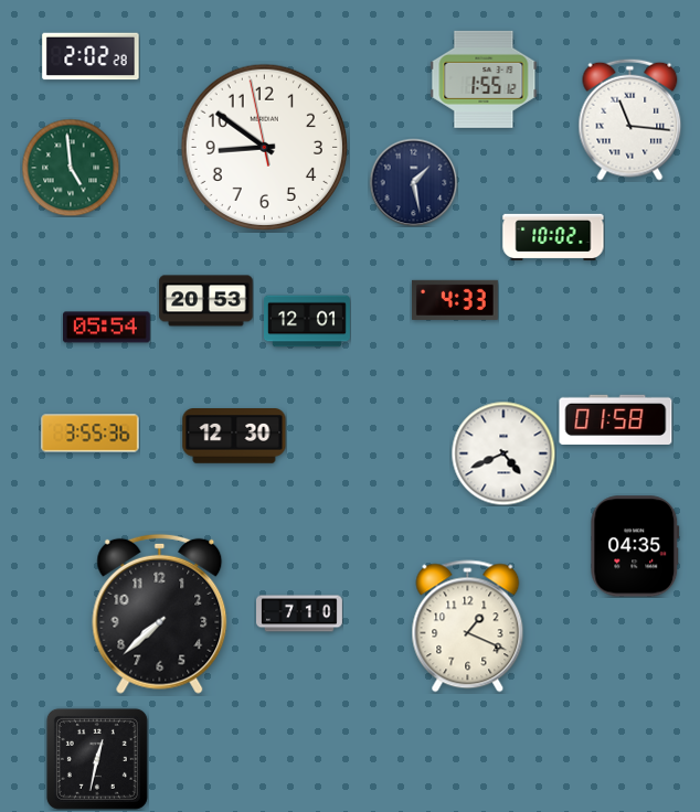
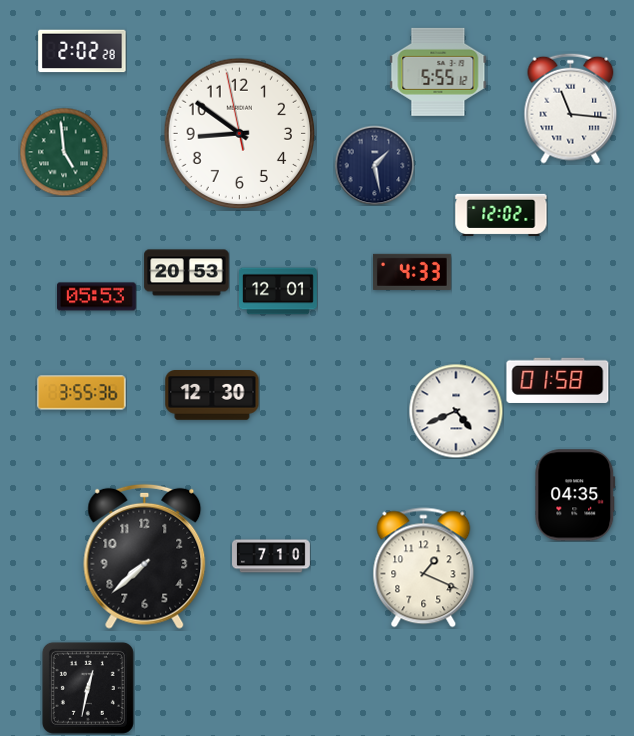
clock at (484, 79): 1:55 -> 5:55
clock at (553, 236): 10:02 -> 12:02
clock at (107, 328): 05:54 -> 05:53
